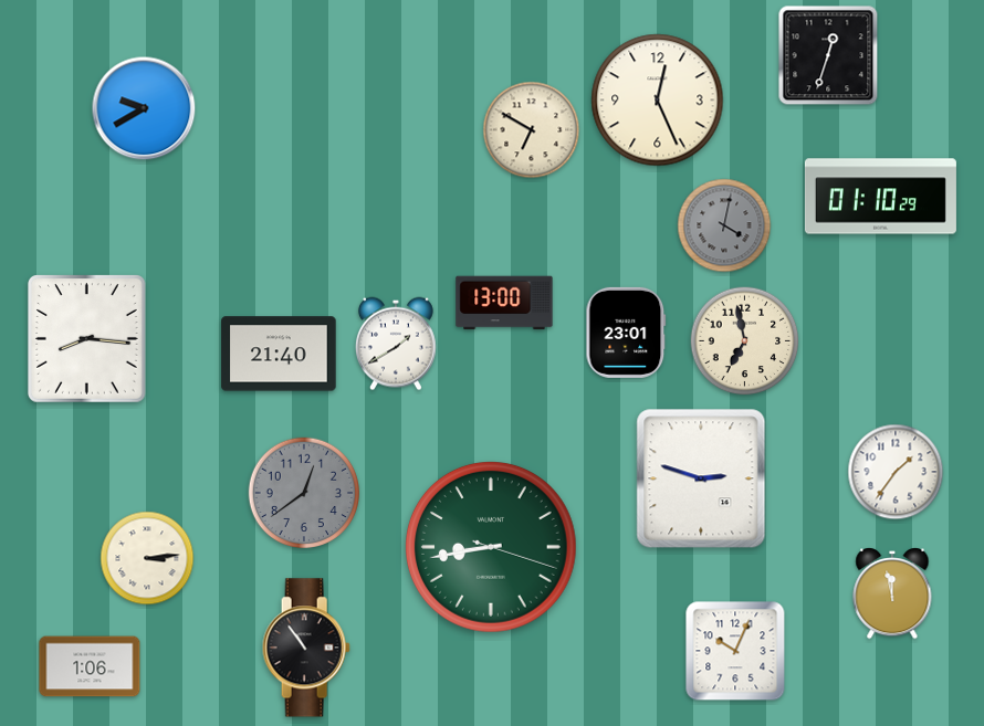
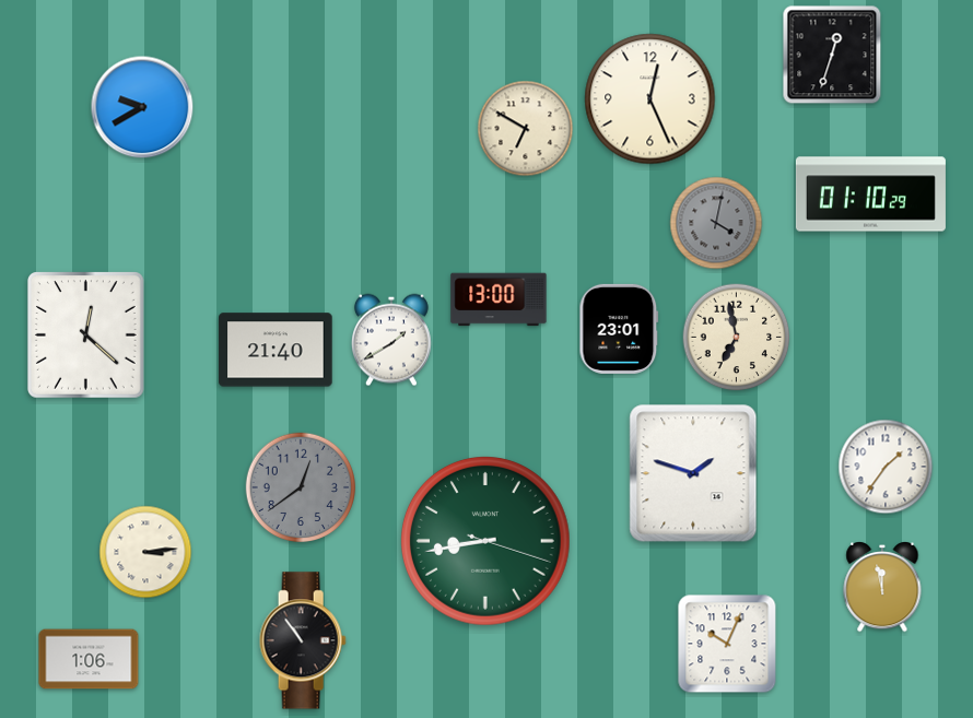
clock at (828, 55) position: (828, 55) -> (832, 55)
clock at (87, 339): 8:16 -> 12:22
clock at (701, 478): 2:48 -> 1:48
